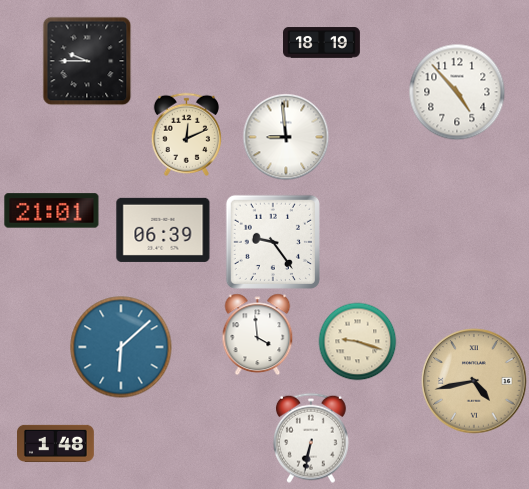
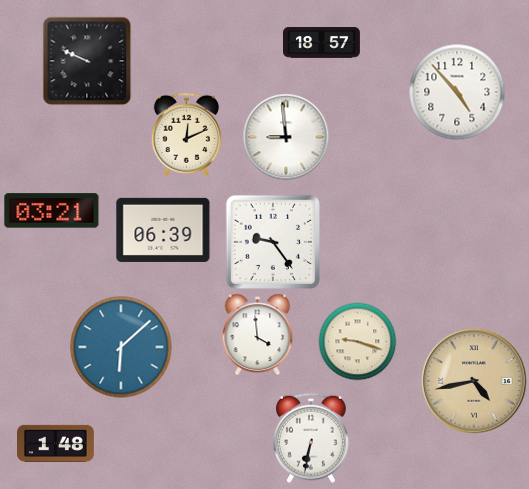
clock at (322, 43): 18:19 -> 18:57
clock at (87, 61): 9:45 -> 9:49
clock at (52, 211): 21:01 -> 03:21
